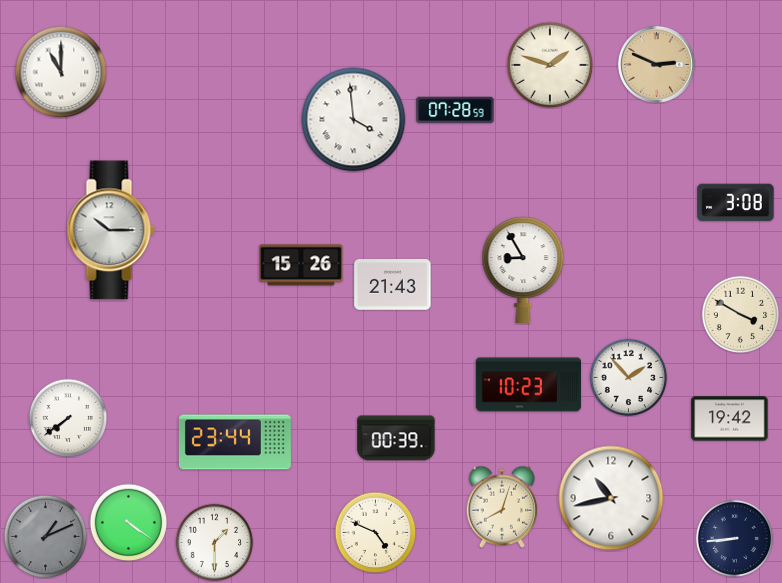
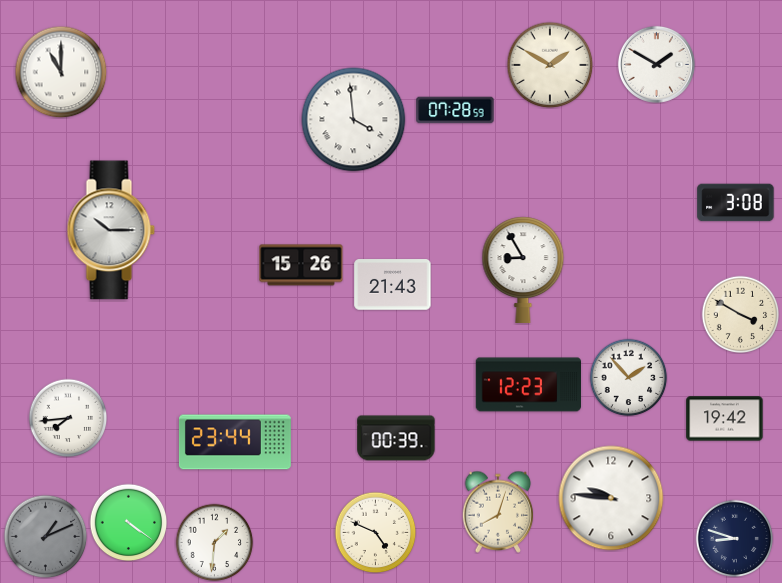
clock at (656, 64): 2:49 -> 1:50
clock at (656, 64) dial: champagne -> white
clock at (550, 65): 1:48 -> 1:50
clock at (528, 385): 10:23 -> 12:23
clock at (68, 418): 7:39 -> 7:44
clock at (730, 419) position: (730, 419) -> (725, 419)
clock at (611, 498): 10:43 -> 9:46
clock at (502, 507) position: (502, 507) -> (498, 512)
clock at (734, 538): 8:44 -> 8:48
clock at (214, 542): 1:30 -> 1:31
